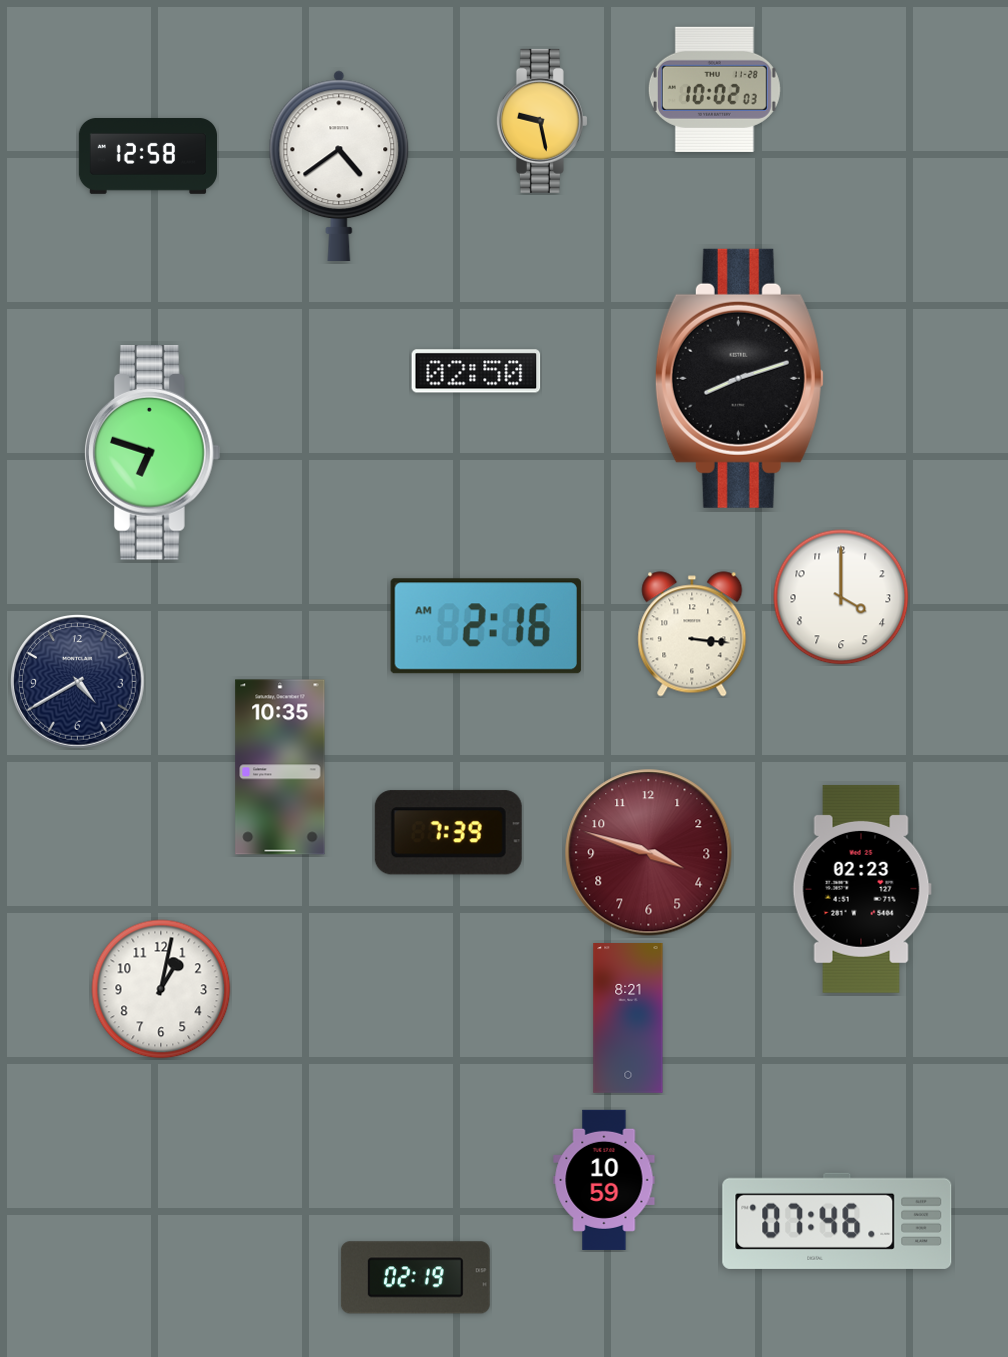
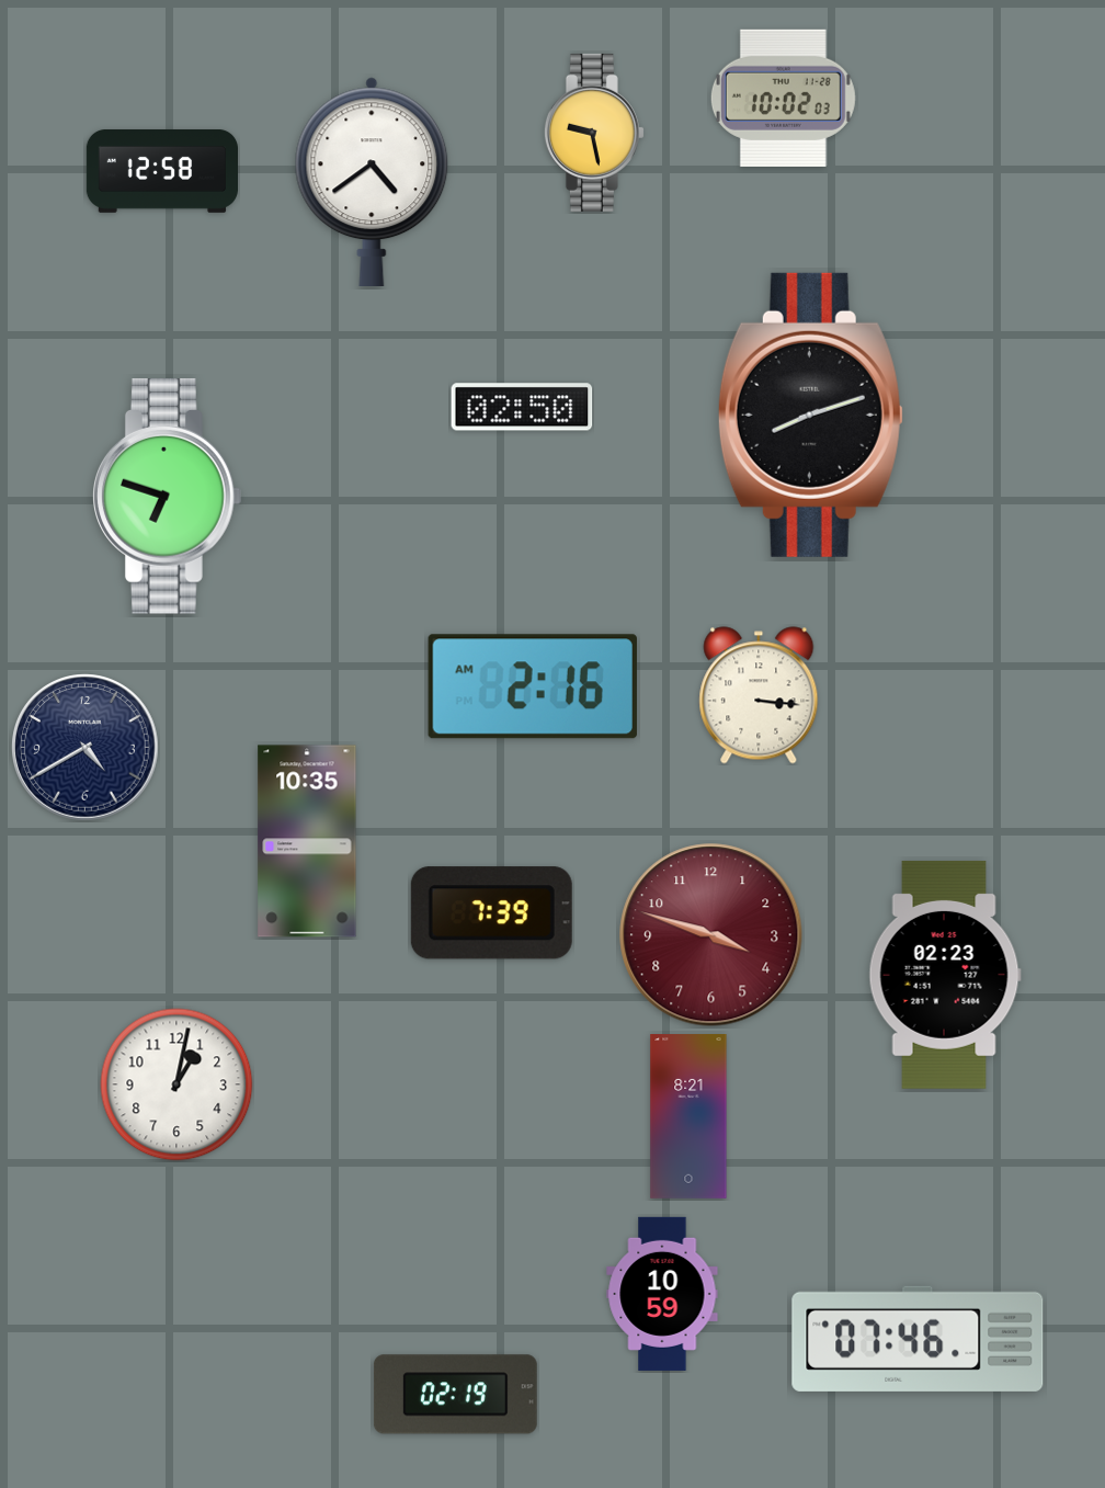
clock at (841, 597): 4:00 -> none
clock at (415, 1278) position: (415, 1278) -> (455, 1395)
